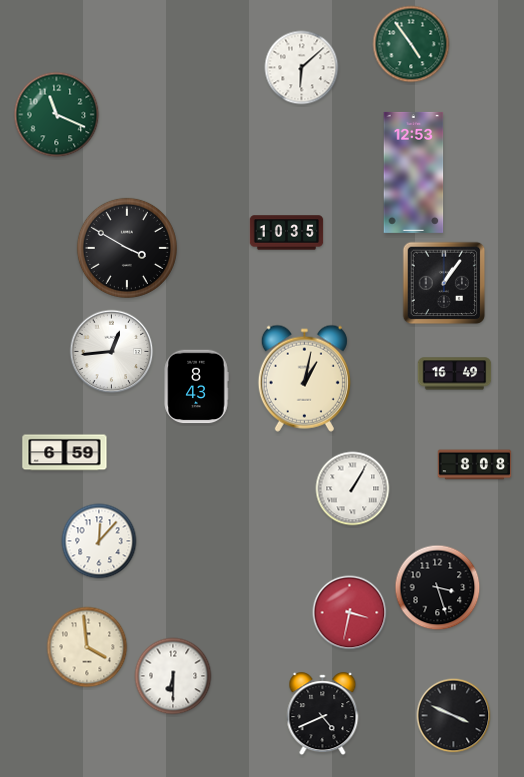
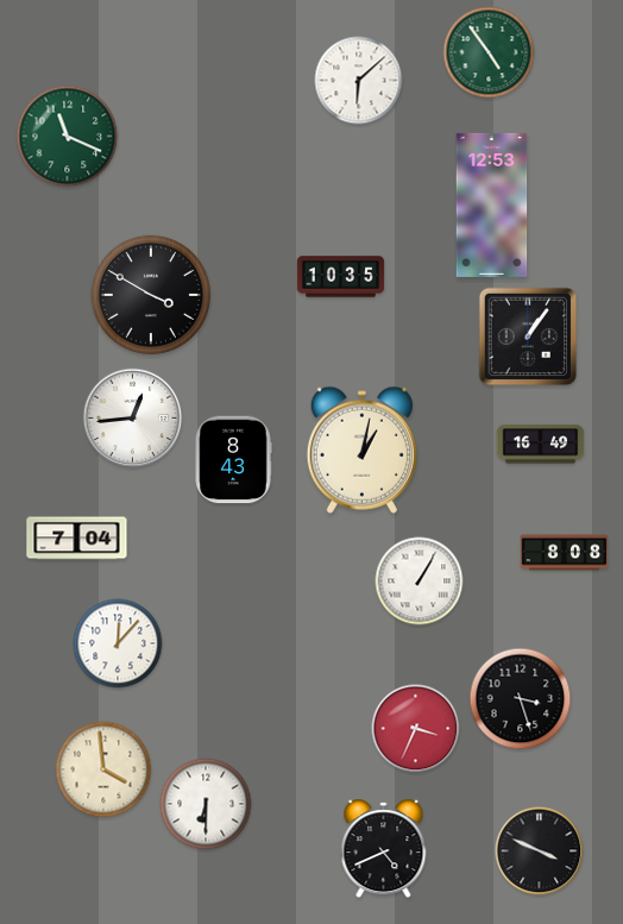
clock at (65, 453): 6:59 -> 7:04
clock at (350, 613): 3:32 -> 3:34
